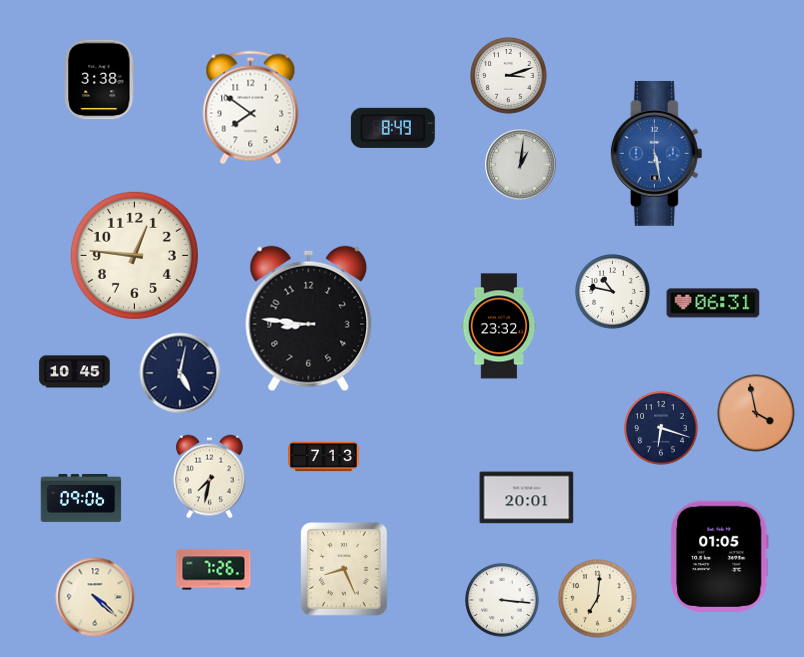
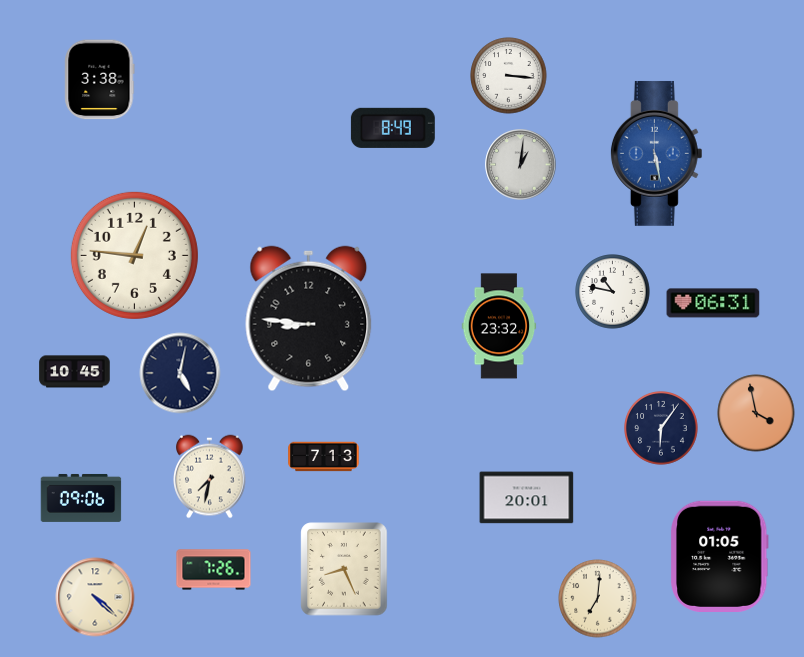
clock at (509, 76): 3:12 -> 3:16
clock at (251, 108): 7:51 -> none
clock at (662, 429): 6:18 -> 6:06
clock at (503, 601): 3:16 -> none
